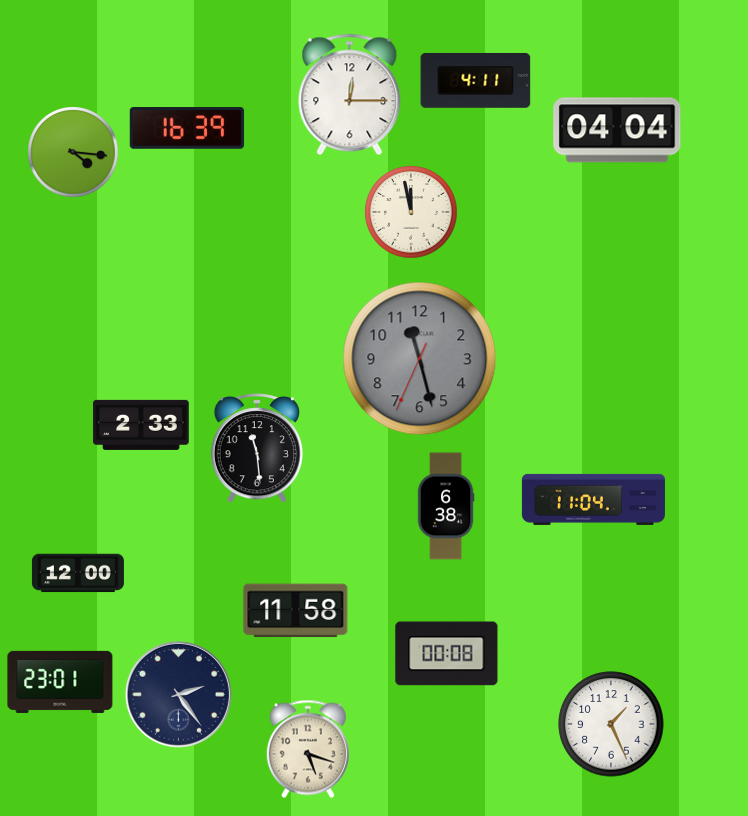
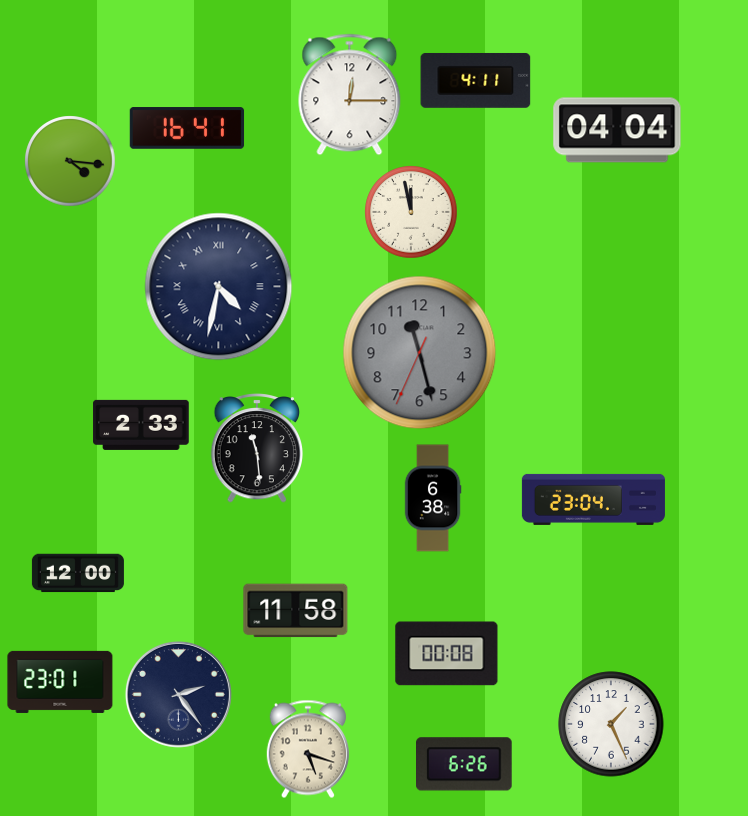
clock at (187, 128): 16:39 -> 16:41
clock at (73, 152) position: (73, 152) -> (70, 161)
clock at (219, 287): none -> 4:32
clock at (420, 359) position: (420, 359) -> (420, 353)
clock at (593, 499): 11:04 -> 23:04
clock at (446, 506) position: (446, 506) -> (433, 498)
clock at (465, 764): none -> 6:26
